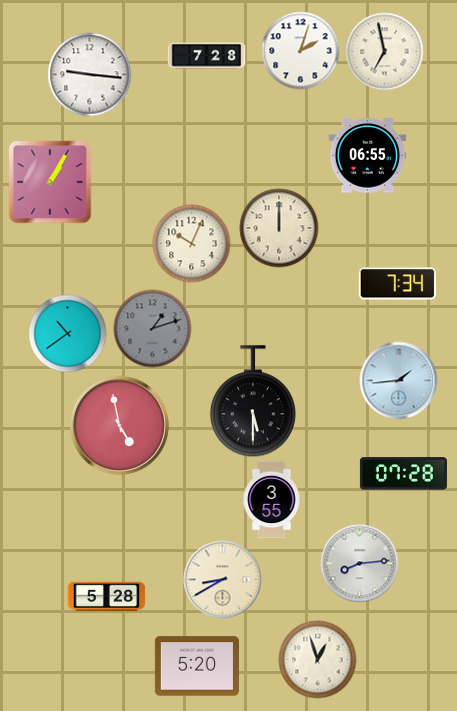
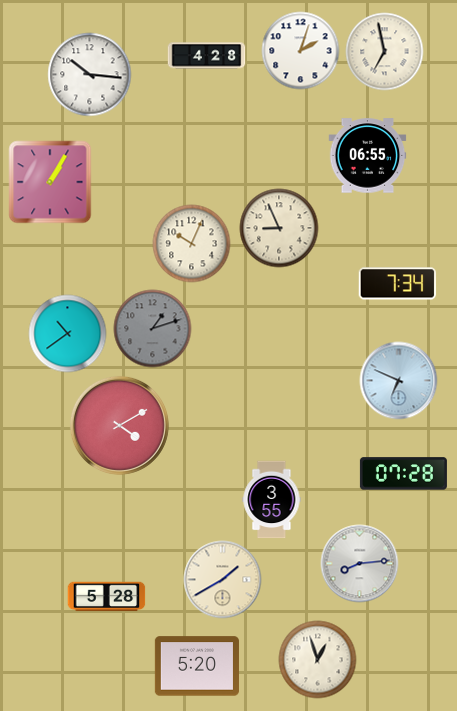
clock at (206, 56): 7:28 -> 4:28
clock at (89, 74): 9:16 -> 10:16
clock at (279, 228): 12:00 -> 8:56
clock at (398, 380): 1:44 -> 6:49
clock at (253, 401): 5:30 -> none
clock at (119, 425): 4:58 -> 4:10
clock at (222, 579): 8:40 -> 1:40
